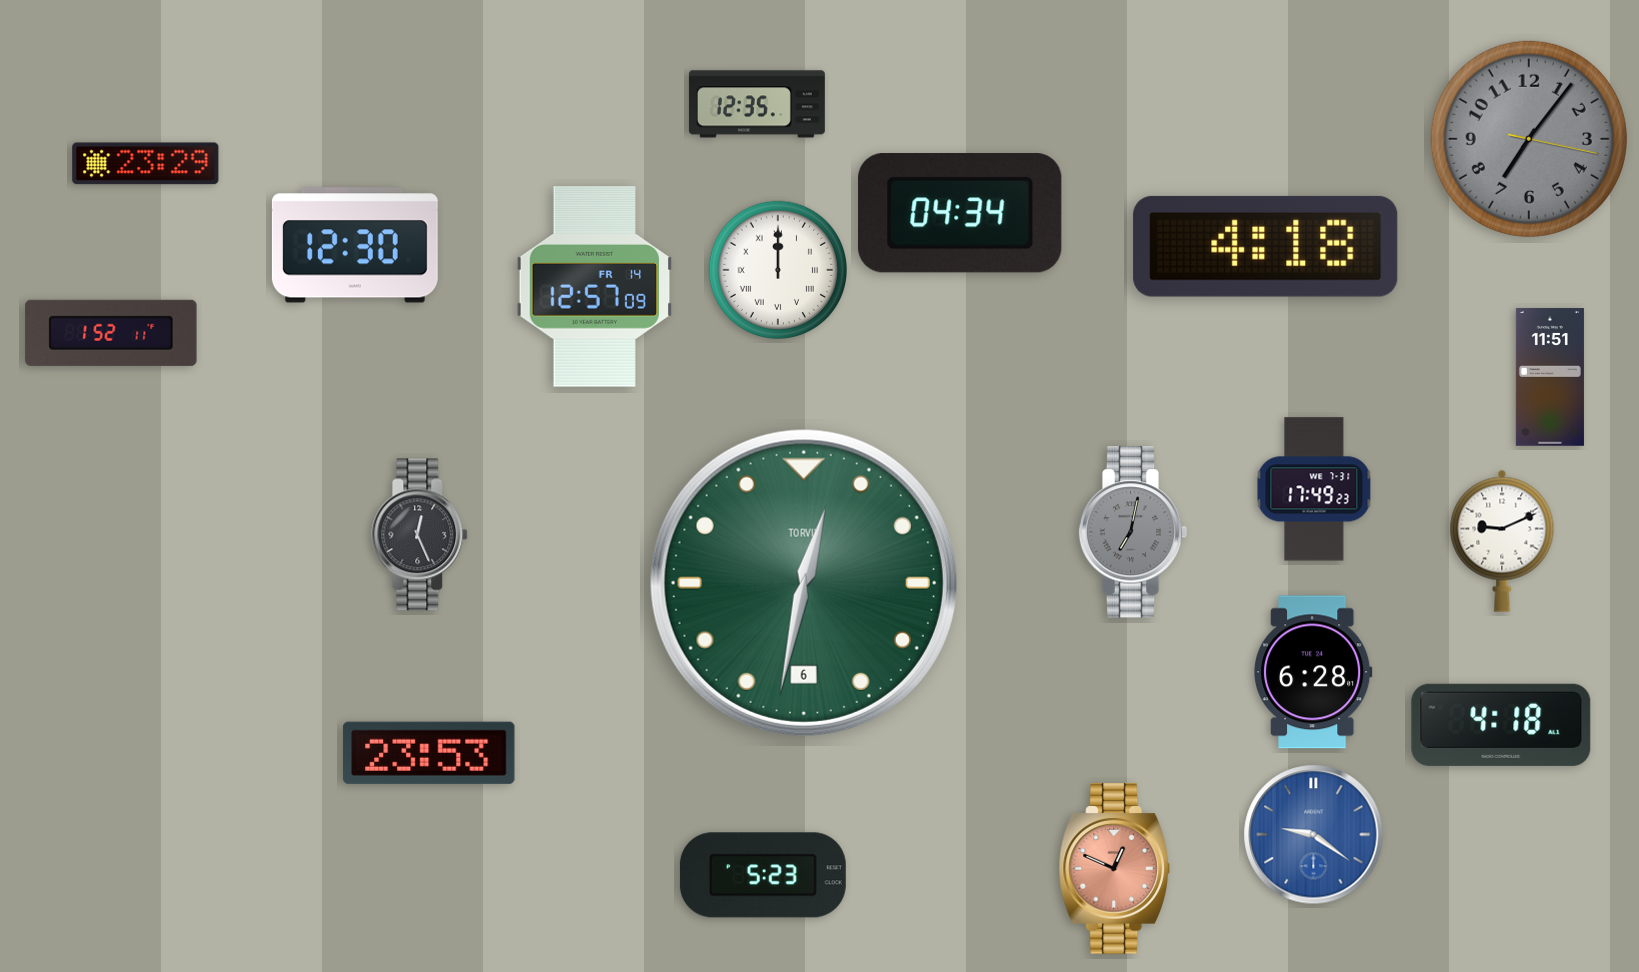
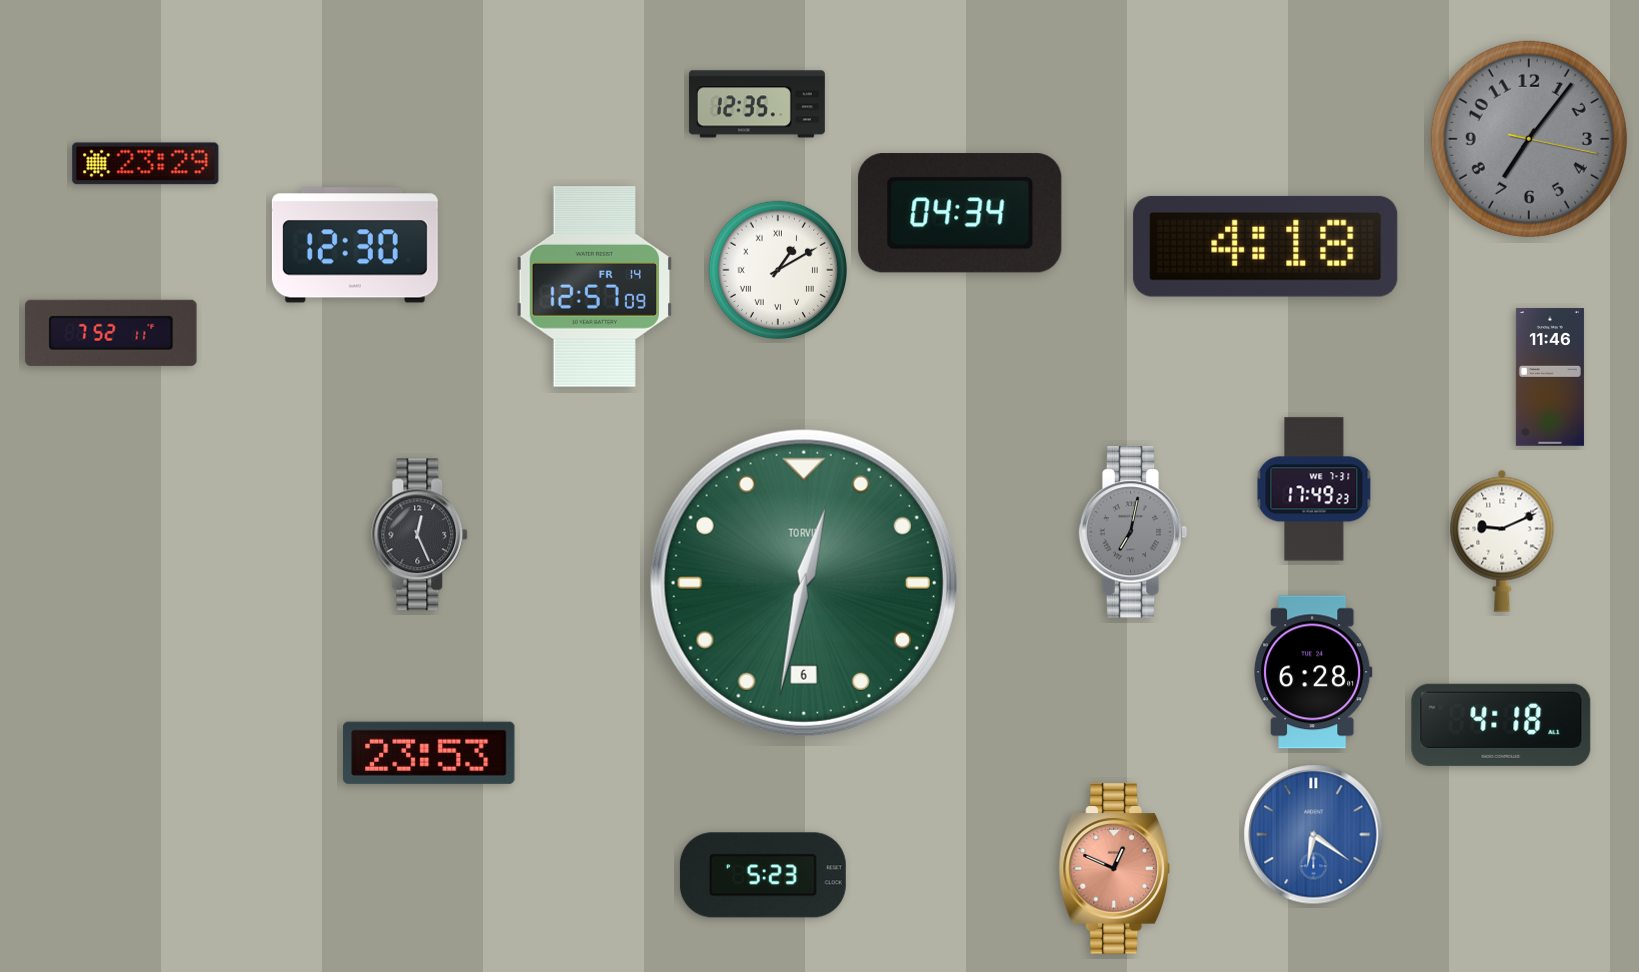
clock at (777, 269): 12:00 -> 1:10
clock at (111, 333): 1:52 -> 7:52
clock at (1550, 377): 11:51 -> 11:46
clock at (1314, 835): 9:21 -> 6:21
